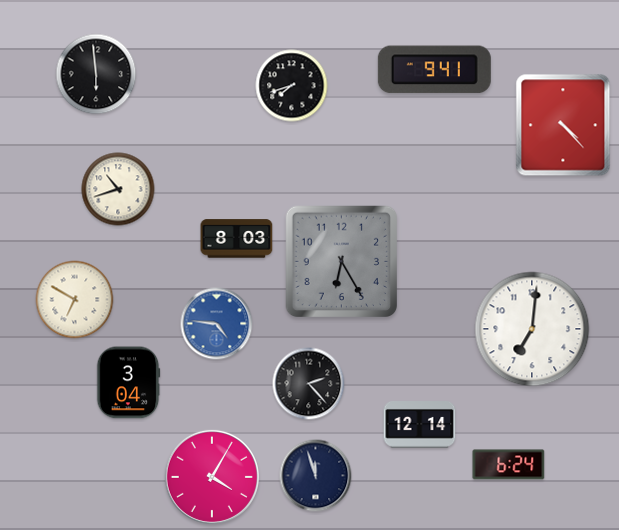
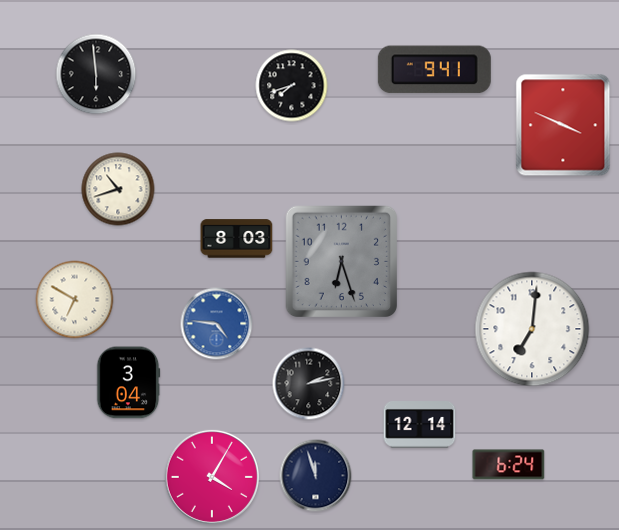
clock at (563, 125): 4:23 -> 3:49
clock at (342, 262): 6:25 -> 6:27
clock at (309, 384): 2:23 -> 2:13
